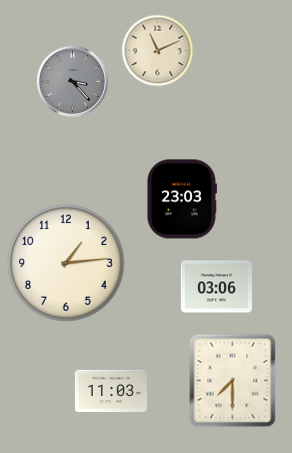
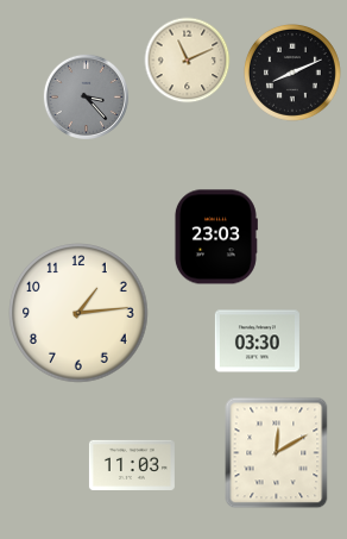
clock at (292, 73): none -> 8:11
clock at (216, 287): 03:06 -> 03:30
clock at (233, 381): 7:30 -> 12:10
